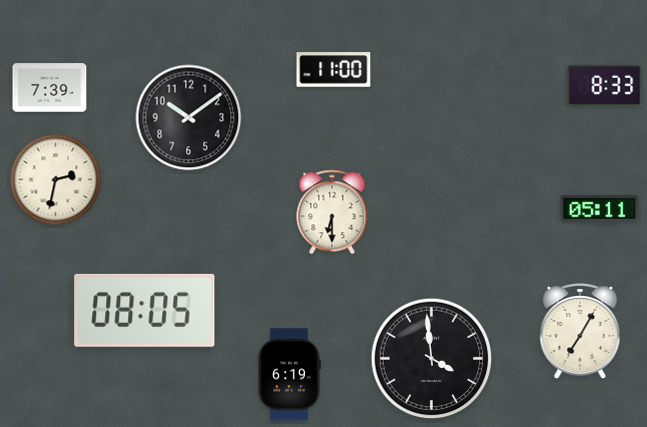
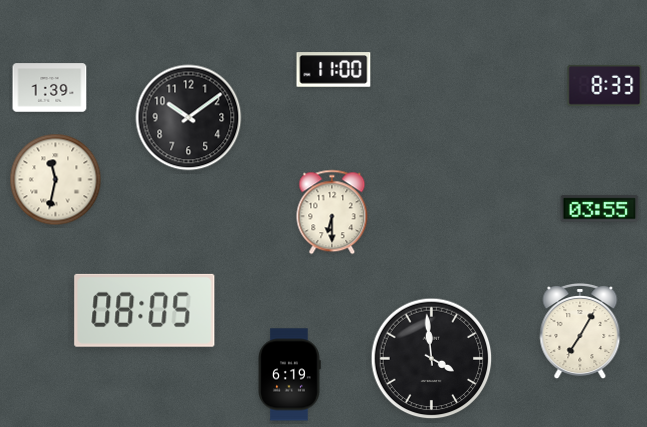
clock at (50, 88): 7:39 -> 1:39
clock at (56, 180): 2:32 -> 11:32
clock at (600, 209): 05:11 -> 03:55
